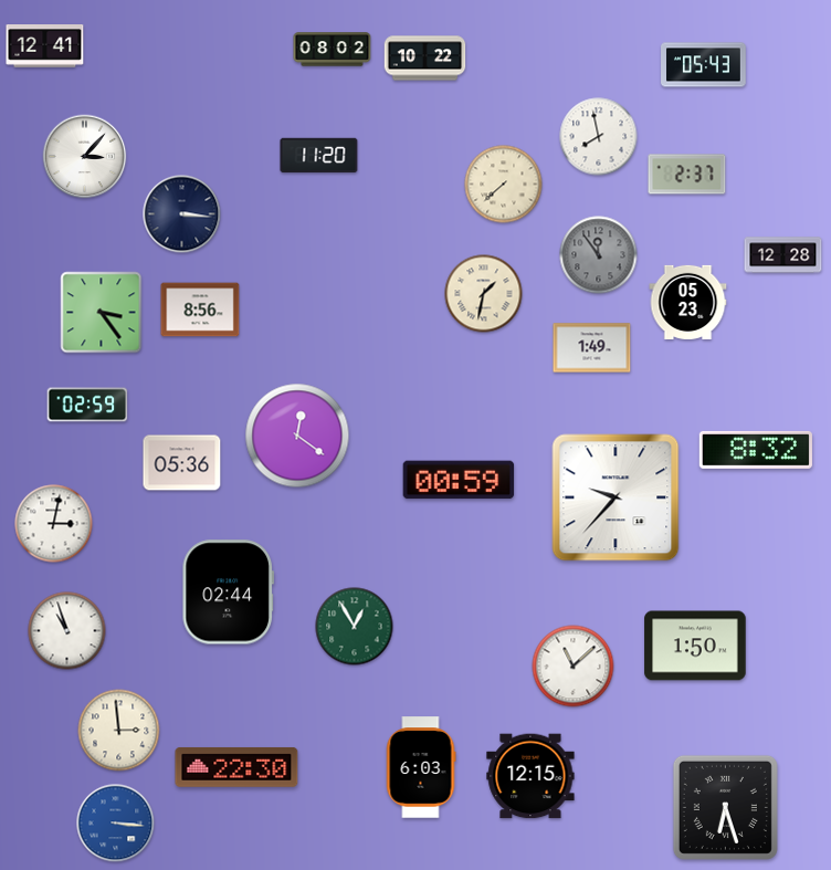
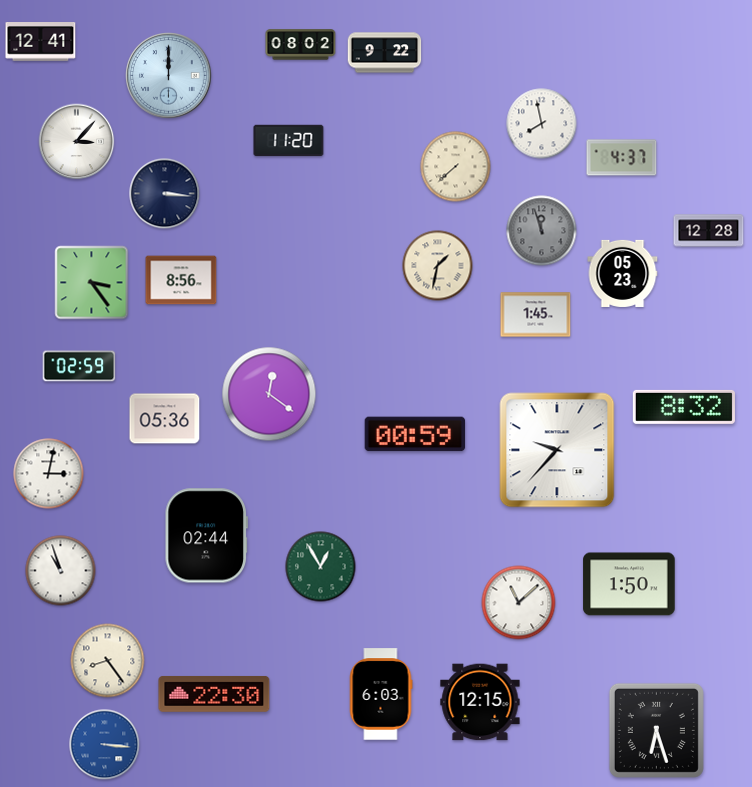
clock at (425, 59): 10:22 -> 9:22
clock at (704, 65): 05:43 -> none
clock at (169, 76): none -> 12:00
clock at (687, 175): 2:37 -> 4:37
clock at (599, 255): 11:54 -> 11:57
clock at (592, 348): 1:49 -> 1:45
clock at (119, 731): 2:59 -> 8:24
